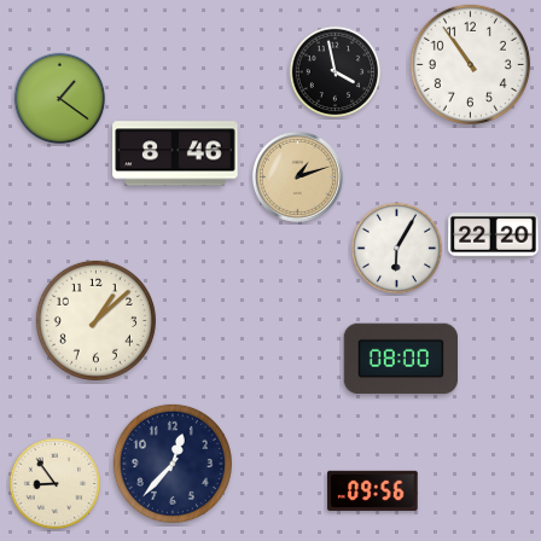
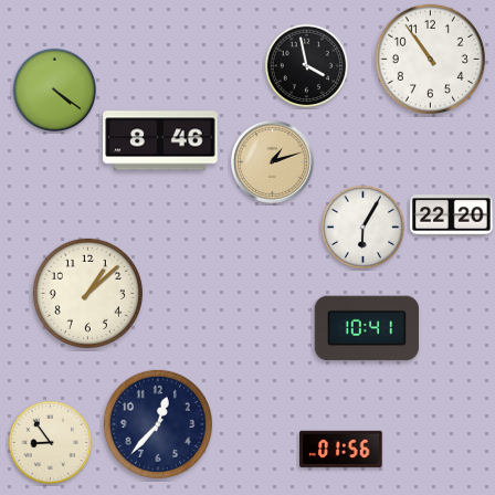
clock at (60, 99): 1:21 -> 4:21
clock at (401, 359): 08:00 -> 10:41
clock at (373, 490): 09:56 -> 01:56
